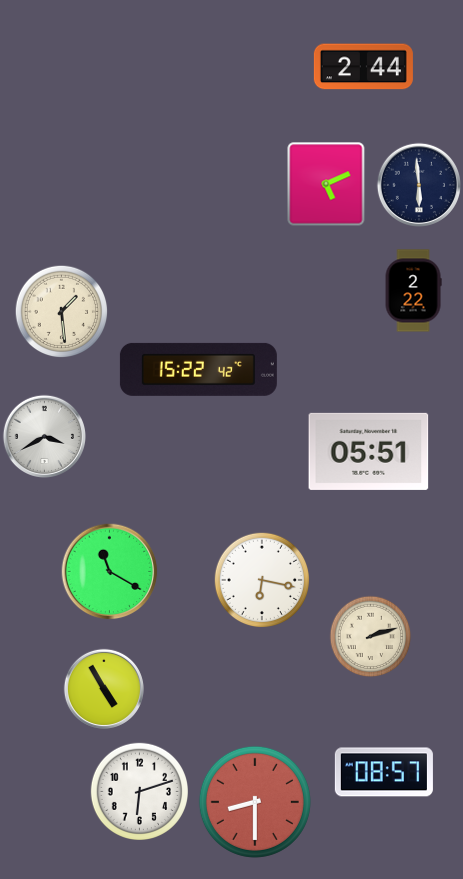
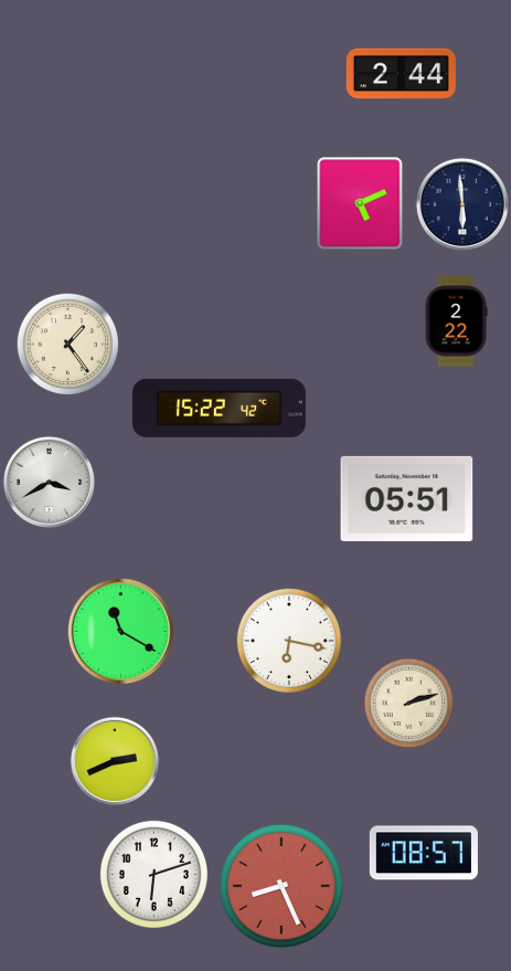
clock at (62, 312): 1:29 -> 1:24
clock at (104, 689): 4:55 -> 2:41
clock at (255, 802): 8:30 -> 8:26
